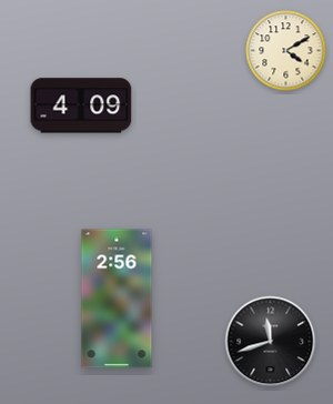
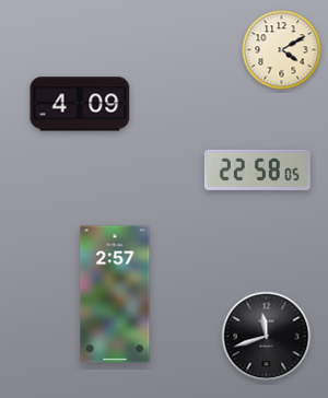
clock at (257, 169): none -> 22:58
clock at (117, 299): 2:56 -> 2:57
